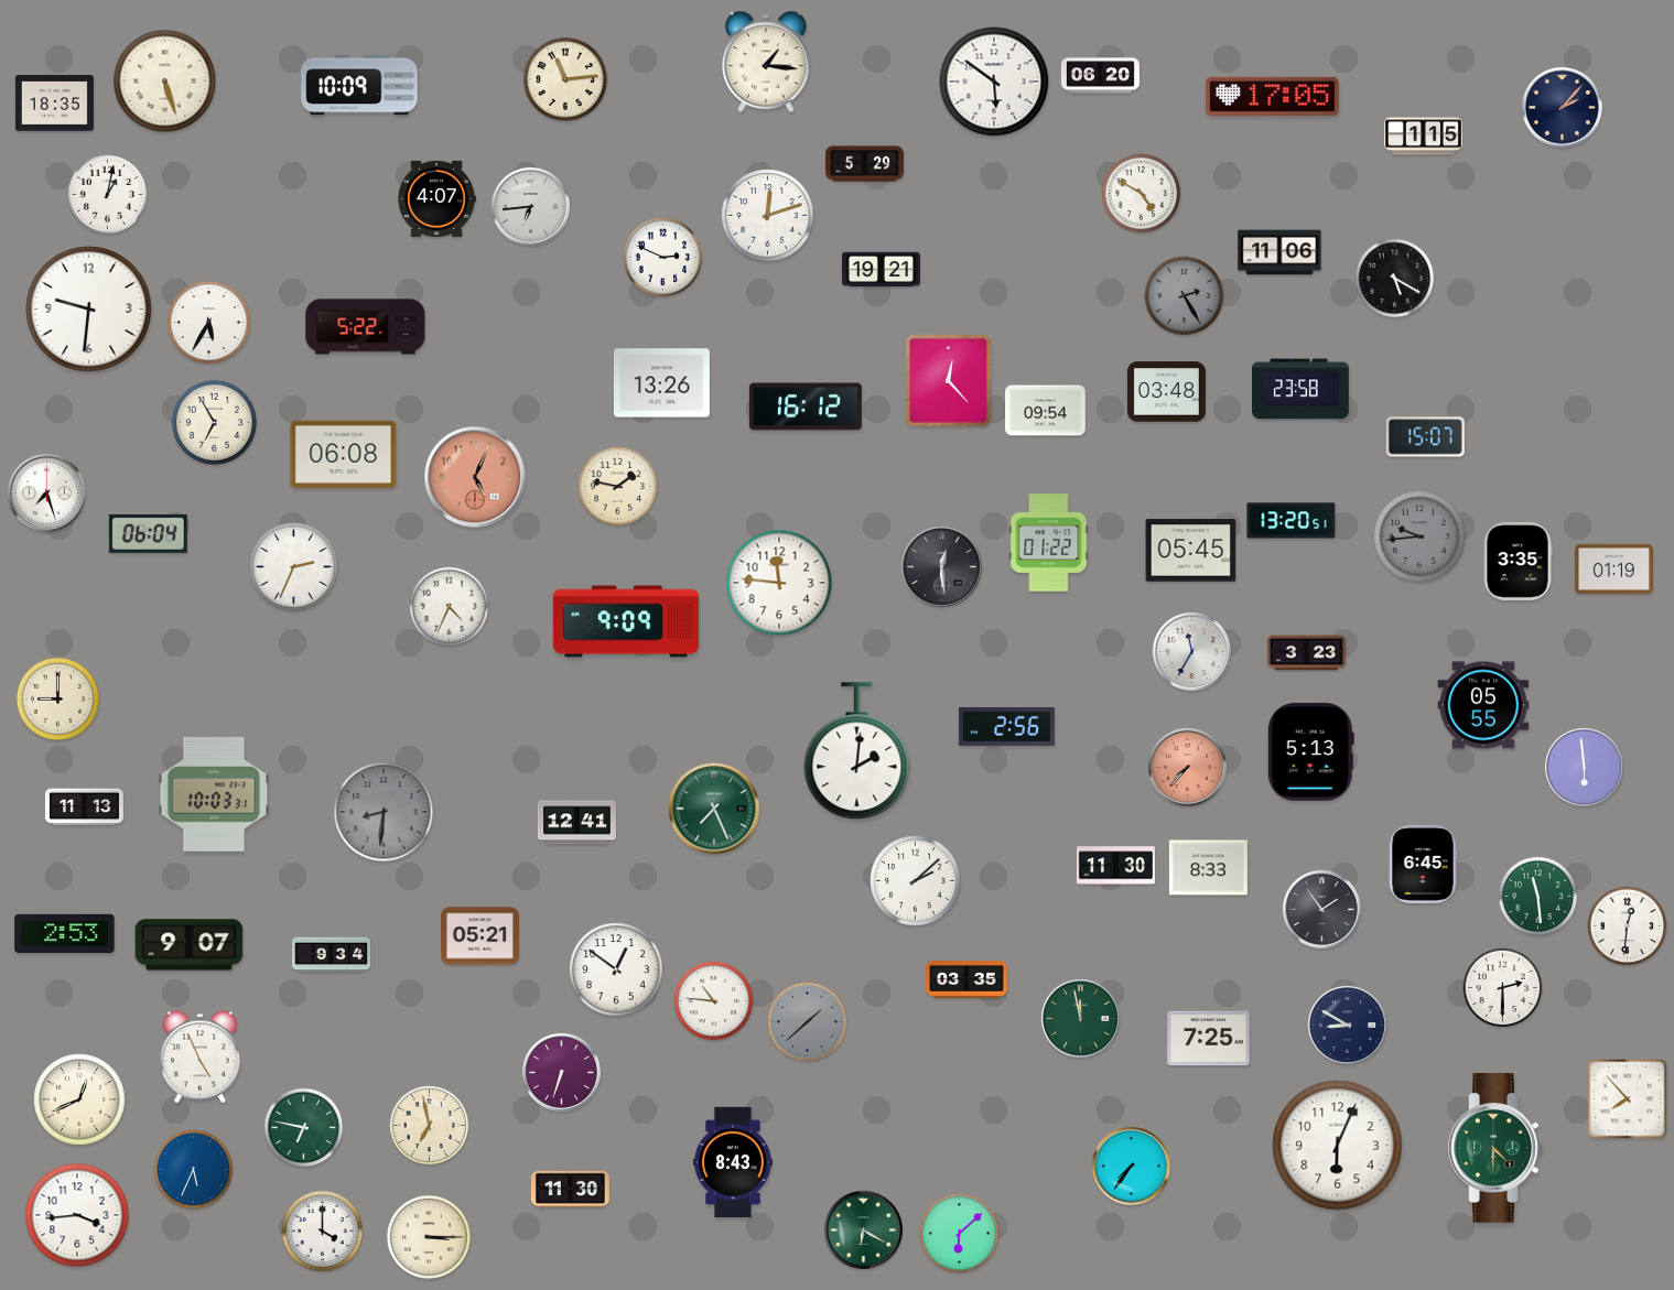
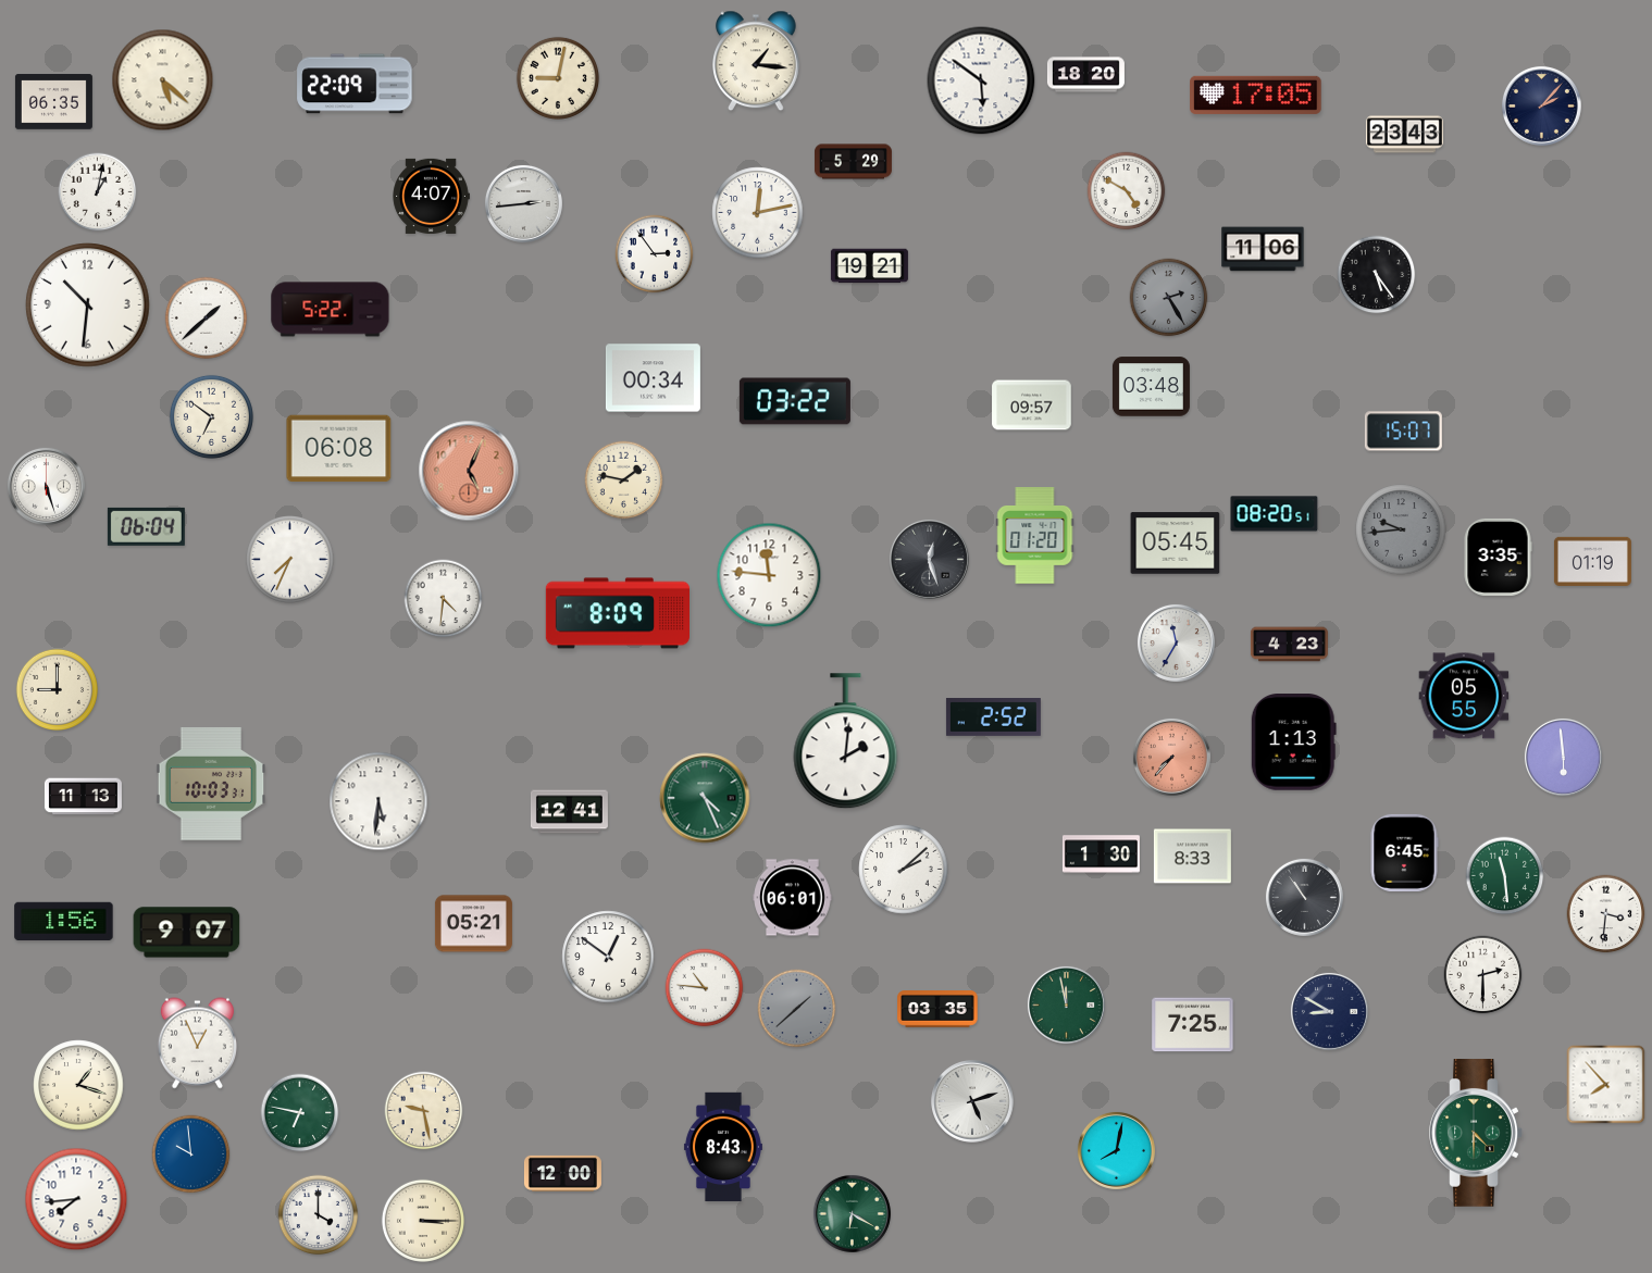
clock at (1100, 76): 06:20 -> 18:20
clock at (565, 79): 11:14 -> 9:02
clock at (165, 82): 5:27 -> 5:22
clock at (359, 85): 10:09 -> 22:09
clock at (54, 104): 18:35 -> 06:35
clock at (1423, 137): 1:15 -> 23:43
clock at (108, 195) position: (108, 195) -> (98, 192)
clock at (530, 206): 6:44 -> 2:44
clock at (768, 216): 12:12 -> 12:13
clock at (663, 258): 2:49 -> 2:54
clock at (1395, 279): 5:20 -> 5:24
clock at (1185, 296) position: (1185, 296) -> (1169, 298)
clock at (89, 310): 9:31 -> 10:31
clock at (208, 322): 5:35 -> 1:38
clock at (366, 327) position: (366, 327) -> (331, 310)
clock at (949, 381): 12:23 -> none
clock at (661, 383): 13:26 -> 00:34
clock at (1302, 389): 23:58 -> none
clock at (806, 406): 16:12 -> 03:22
clock at (1046, 411): 09:54 -> 09:57
clock at (214, 422): 6:55 -> 6:51
clock at (1425, 437) position: (1425, 437) -> (1403, 432)
clock at (618, 487) position: (618, 487) -> (624, 481)
clock at (46, 492): 7:27 -> 5:27
clock at (1292, 521): 13:20 -> 08:20
clock at (1049, 543): 01:22 -> 01:20
clock at (1518, 561) position: (1518, 561) -> (1498, 557)
clock at (941, 566): 12:29 -> 12:27
clock at (294, 567): 2:34 -> 7:34
clock at (450, 607): 4:34 -> 4:31
clock at (625, 621): 9:09 -> 8:09
clock at (1306, 653): 3:23 -> 4:23
clock at (1006, 727): 2:56 -> 2:52
clock at (1310, 752): 5:13 -> 1:13
clock at (714, 809): 7:26 -> 4:26
clock at (384, 812): 8:31 -> 5:31
clock at (384, 812) dial: grey -> white
clock at (1115, 866): 11:30 -> 1:30
clock at (1538, 897) position: (1538, 897) -> (1505, 876)
clock at (1321, 909): 1:54 -> 10:54
clock at (793, 898): none -> 06:01
clock at (1628, 926): 12:31 -> 3:31
clock at (65, 934): 2:53 -> 1:56
clock at (331, 955): 9:34 -> none
clock at (966, 980) position: (966, 980) -> (937, 1010)
clock at (199, 1058): 4:56 -> 12:56
clock at (561, 1072): 6:33 -> none
clock at (79, 1099): 12:41 -> 1:18
clock at (972, 1101): none -> 5:12
clock at (430, 1126): 6:58 -> 9:28
clock at (1338, 1146): 6:04 -> none
clock at (1131, 1166): 7:36 -> 8:02
clock at (194, 1170): 5:34 -> 9:59
clock at (570, 1189): 11:30 -> 12:00
clock at (77, 1215): 3:44 -> 7:44
clock at (960, 1234): 6:08 -> none
